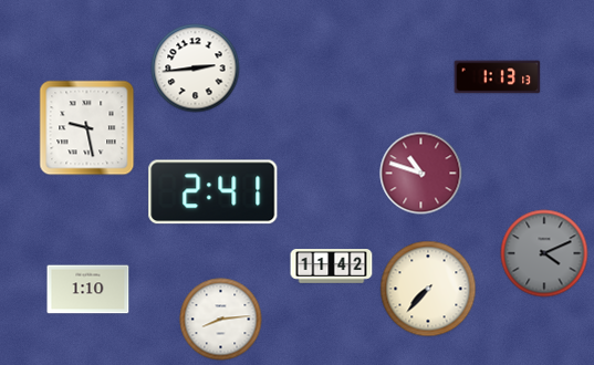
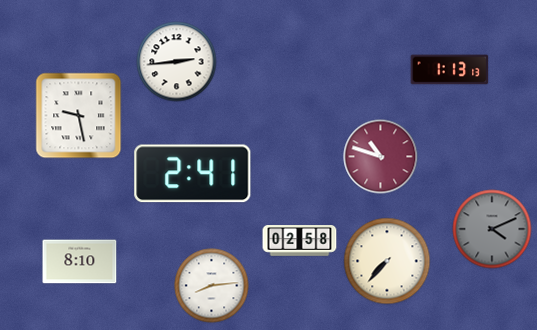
clock at (332, 267): 11:42 -> 02:58
clock at (88, 290): 1:10 -> 8:10
clock at (221, 320) position: (221, 320) -> (212, 286)
